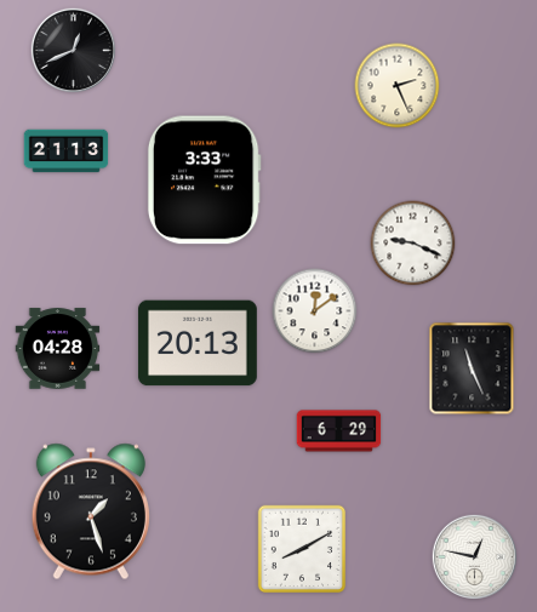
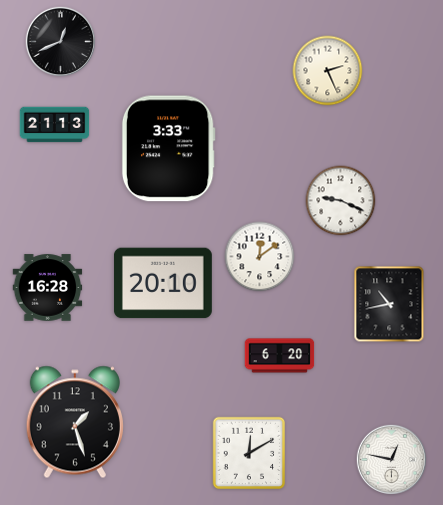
clock at (198, 343): 20:13 -> 20:10
clock at (58, 349): 04:28 -> 16:28
clock at (472, 368): 11:26 -> 10:43
clock at (339, 431): 6:29 -> 6:20
clock at (302, 549): 8:10 -> 12:10
